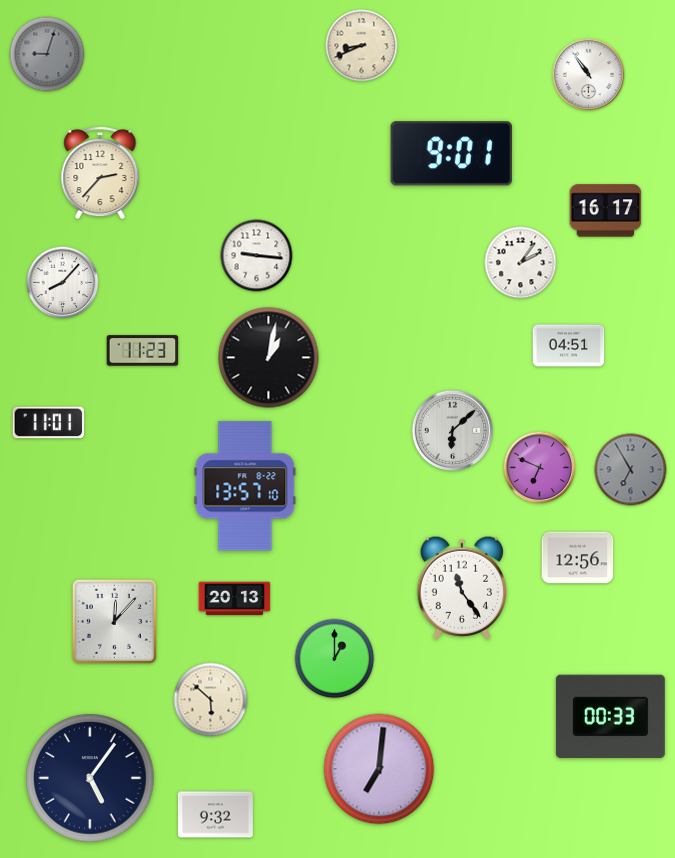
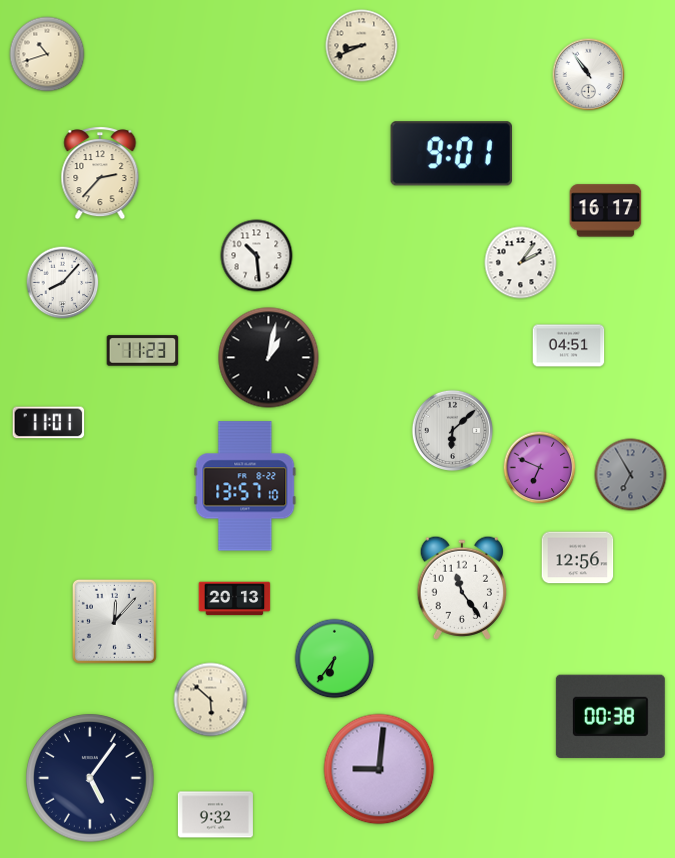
clock at (47, 54): 9:03 -> 10:42
clock at (47, 54) dial: grey -> cream
clock at (257, 256): 9:16 -> 10:29
clock at (631, 470) position: (631, 470) -> (631, 475)
clock at (335, 659): 1:00 -> 6:36
clock at (610, 716): 00:33 -> 00:38
clock at (379, 769): 7:01 -> 9:01
